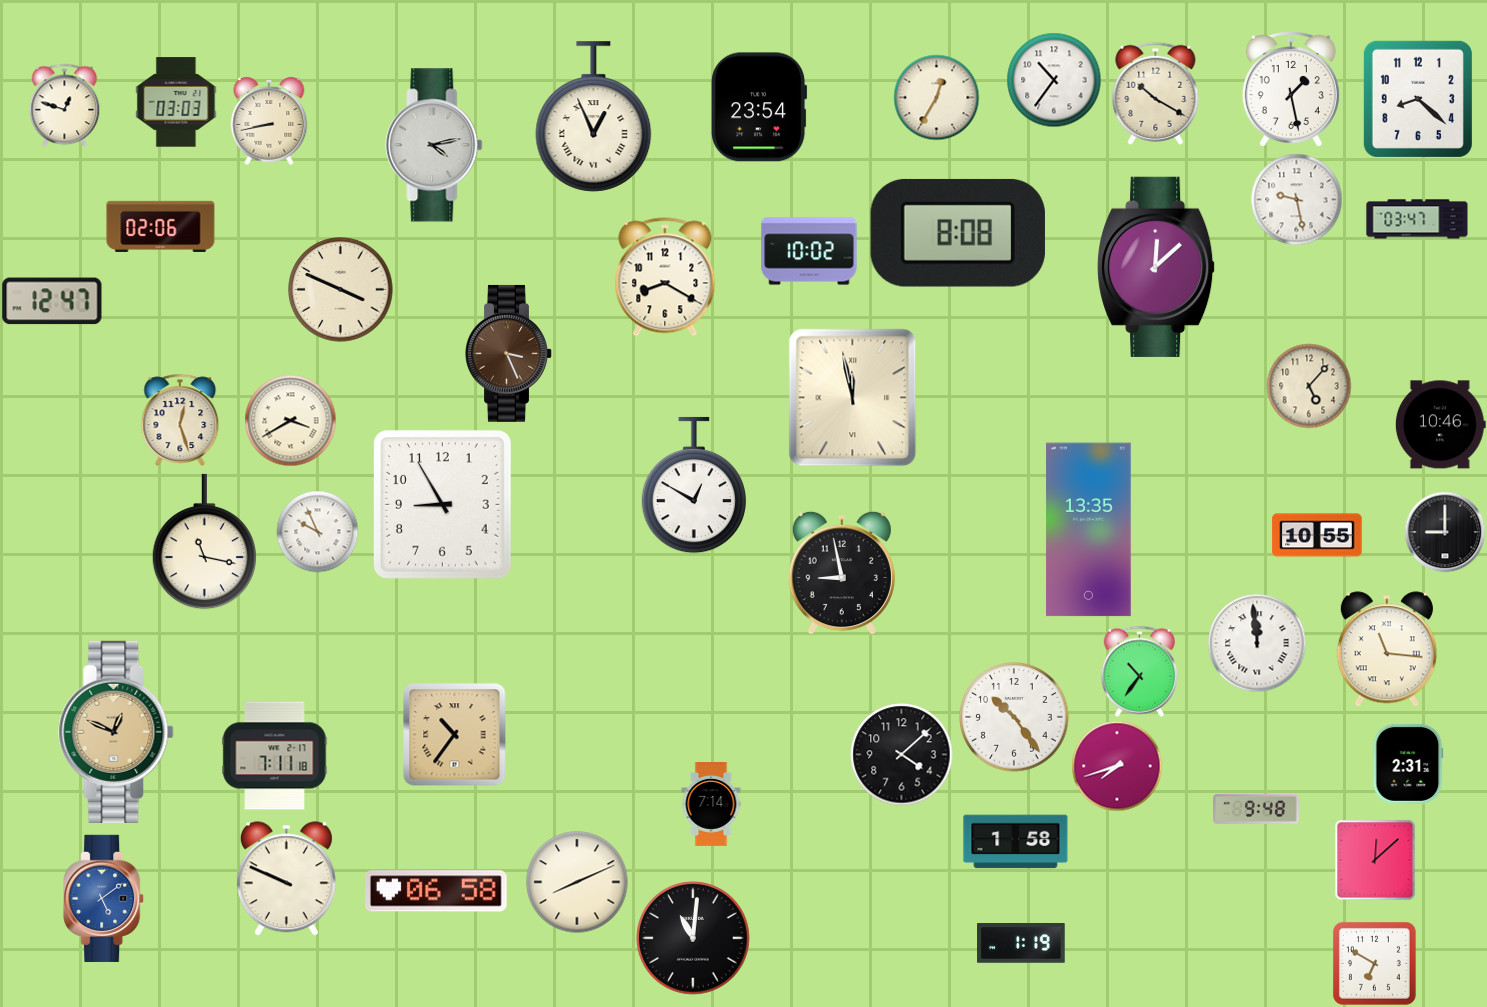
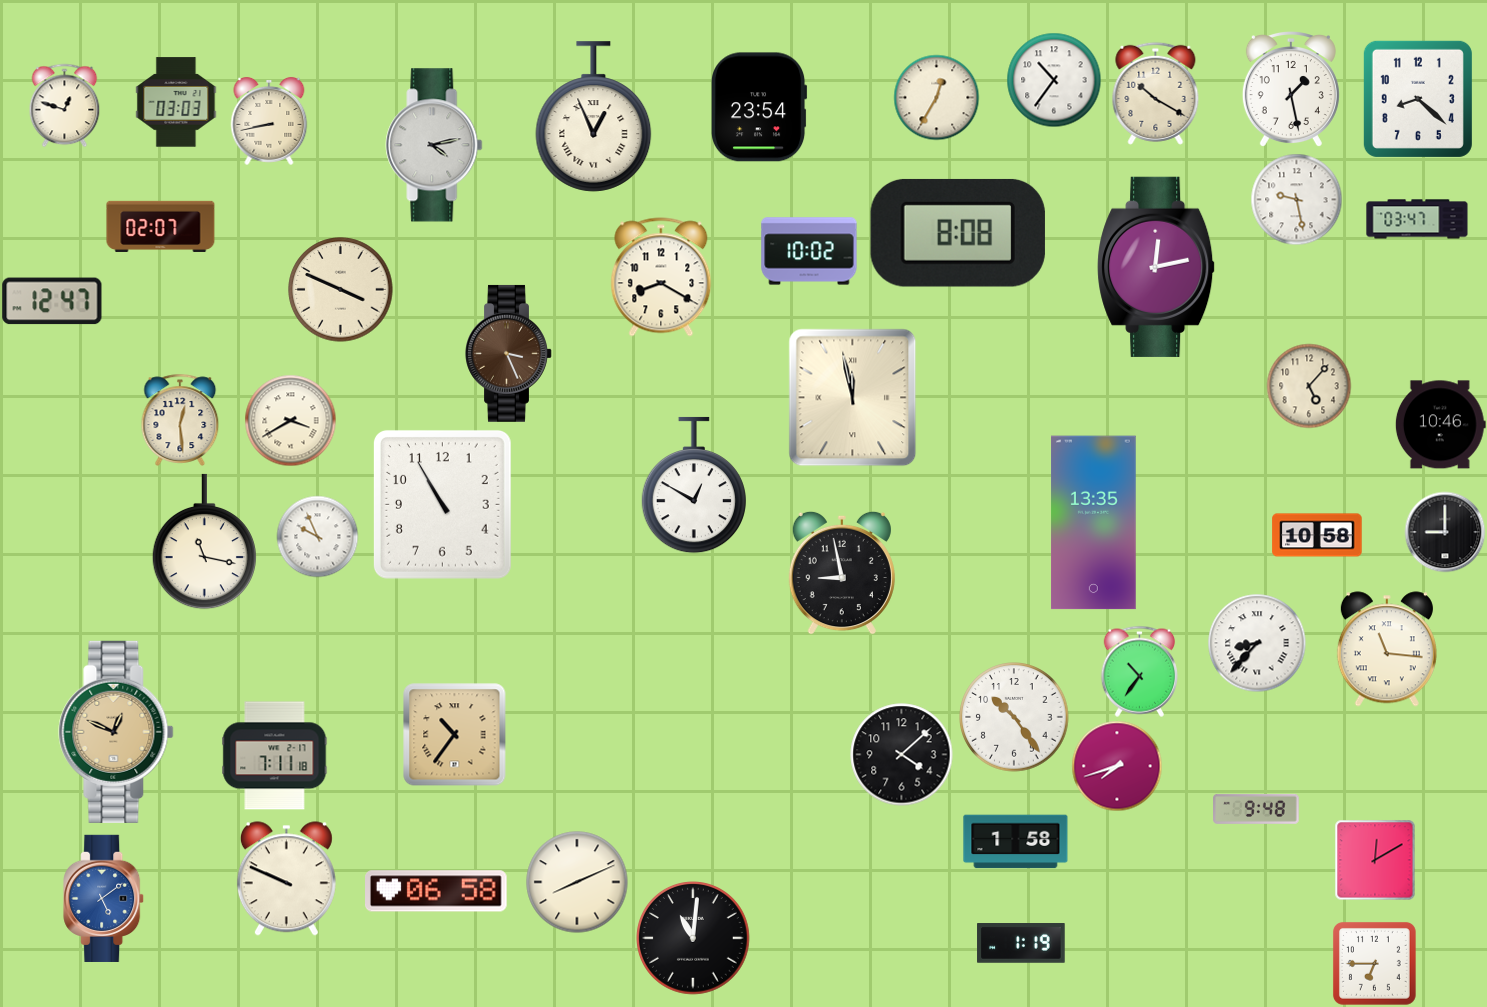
clock at (161, 226): 02:06 -> 02:07
clock at (1157, 267): 12:08 -> 12:13
clock at (665, 277) position: (665, 277) -> (661, 277)
clock at (180, 420): 12:27 -> 12:29
clock at (442, 504): 8:55 -> 10:55
clock at (1089, 530) position: (1089, 530) -> (1094, 523)
clock at (317, 531) position: (317, 531) -> (317, 536)
clock at (1317, 535): 10:55 -> 10:58
clock at (1257, 643): 11:59 -> 8:37
clock at (1408, 764): 2:31 -> none
clock at (711, 805): 7:14 -> none
clock at (1375, 860): 12:08 -> 12:10
clock at (1374, 963): 6:50 -> 6:45
